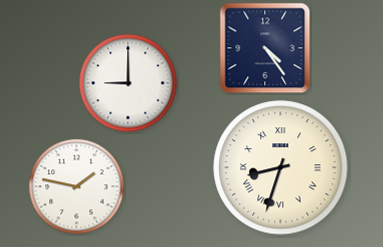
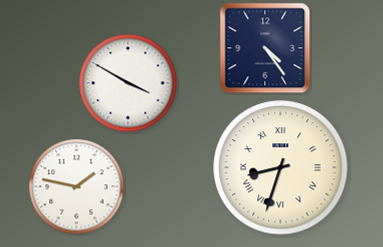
clock at (128, 83): 9:00 -> 3:50
